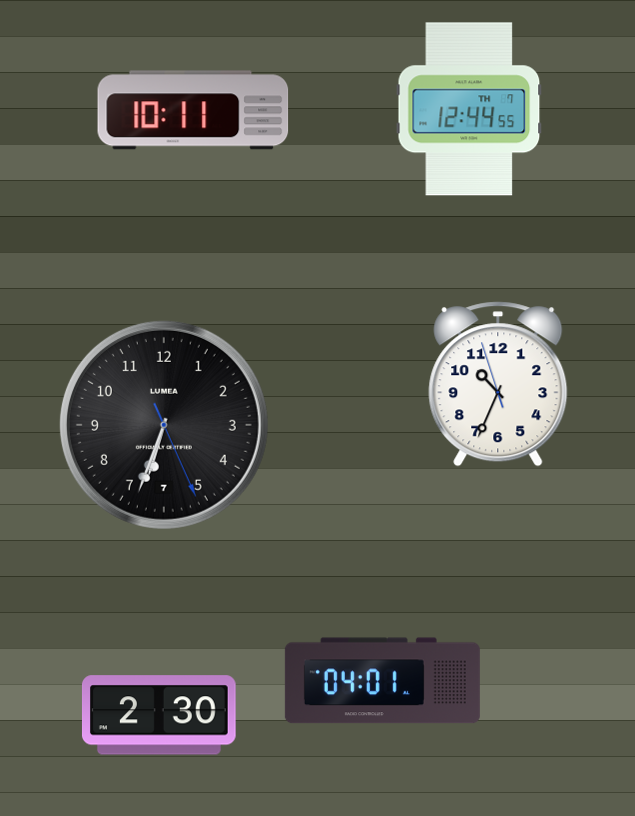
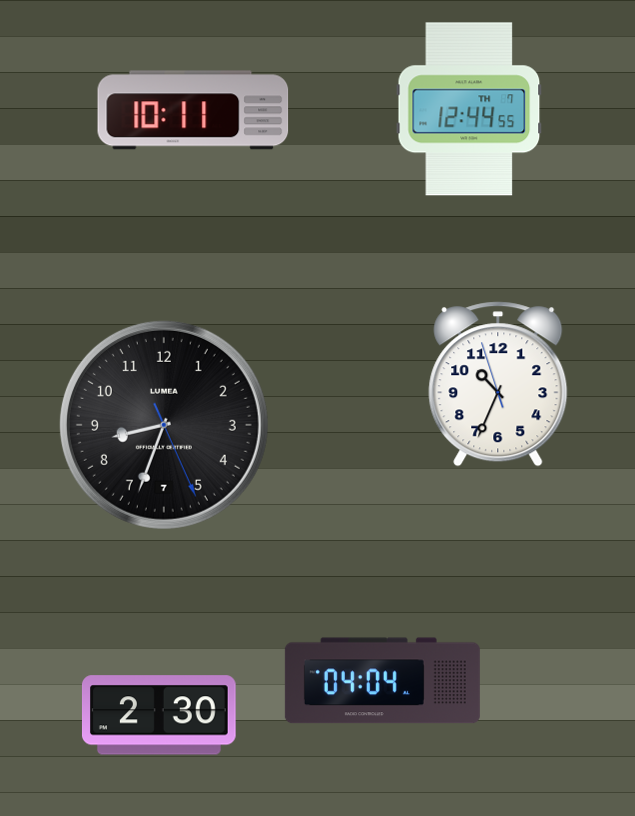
clock at (164, 425): 6:33 -> 8:33
clock at (382, 681): 04:01 -> 04:04
